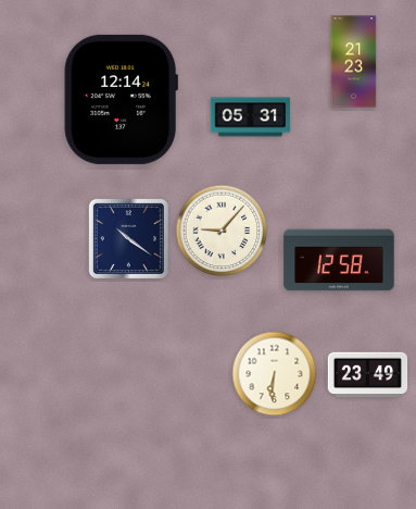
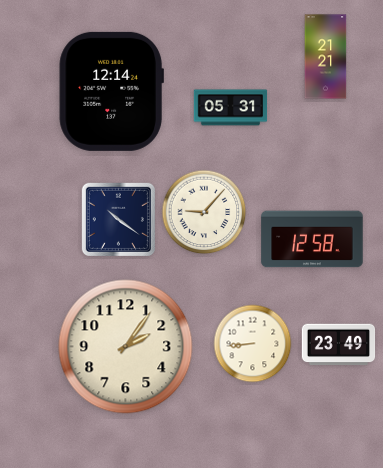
clock at (354, 62): 21:23 -> 21:21
clock at (275, 374): 6:31 -> 8:44
clock at (126, 347): none -> 2:06
